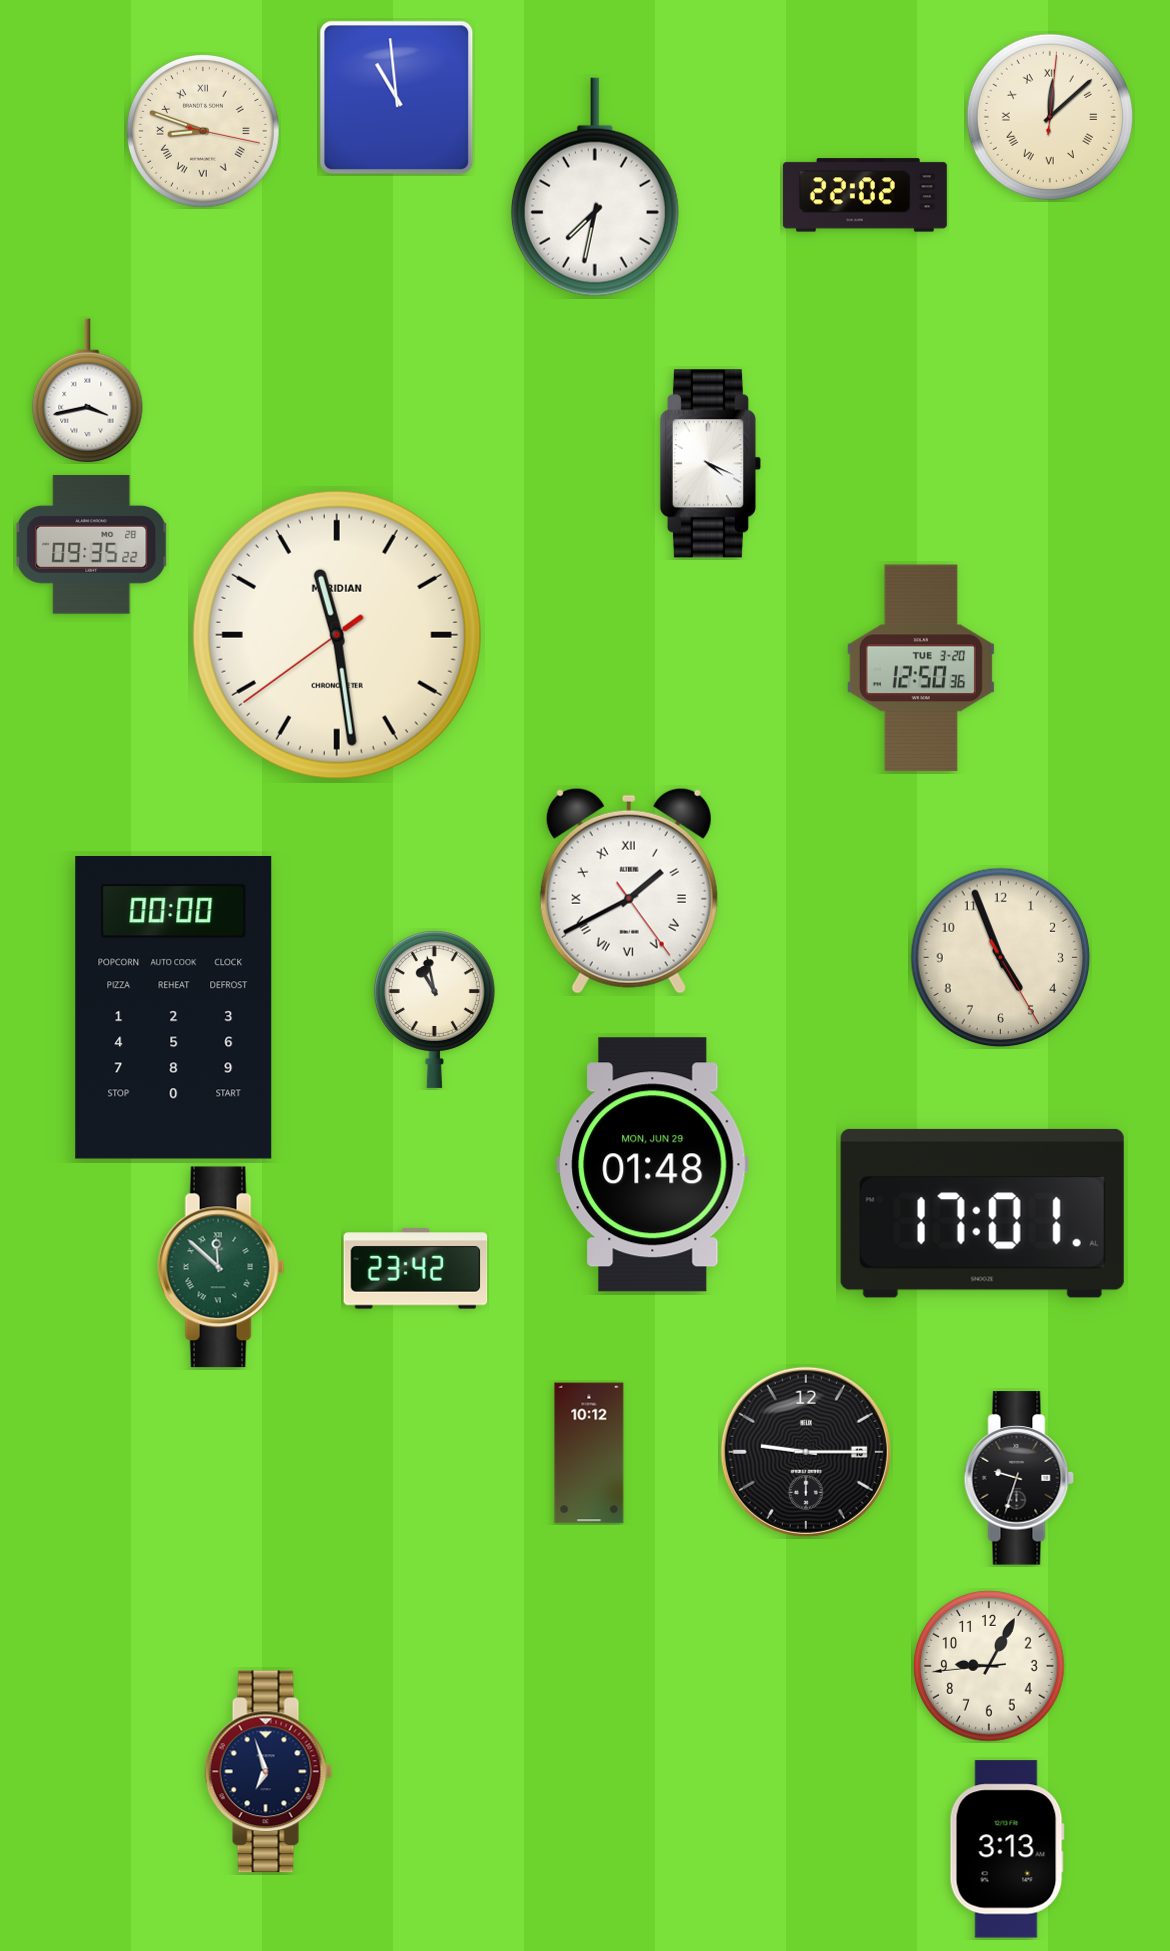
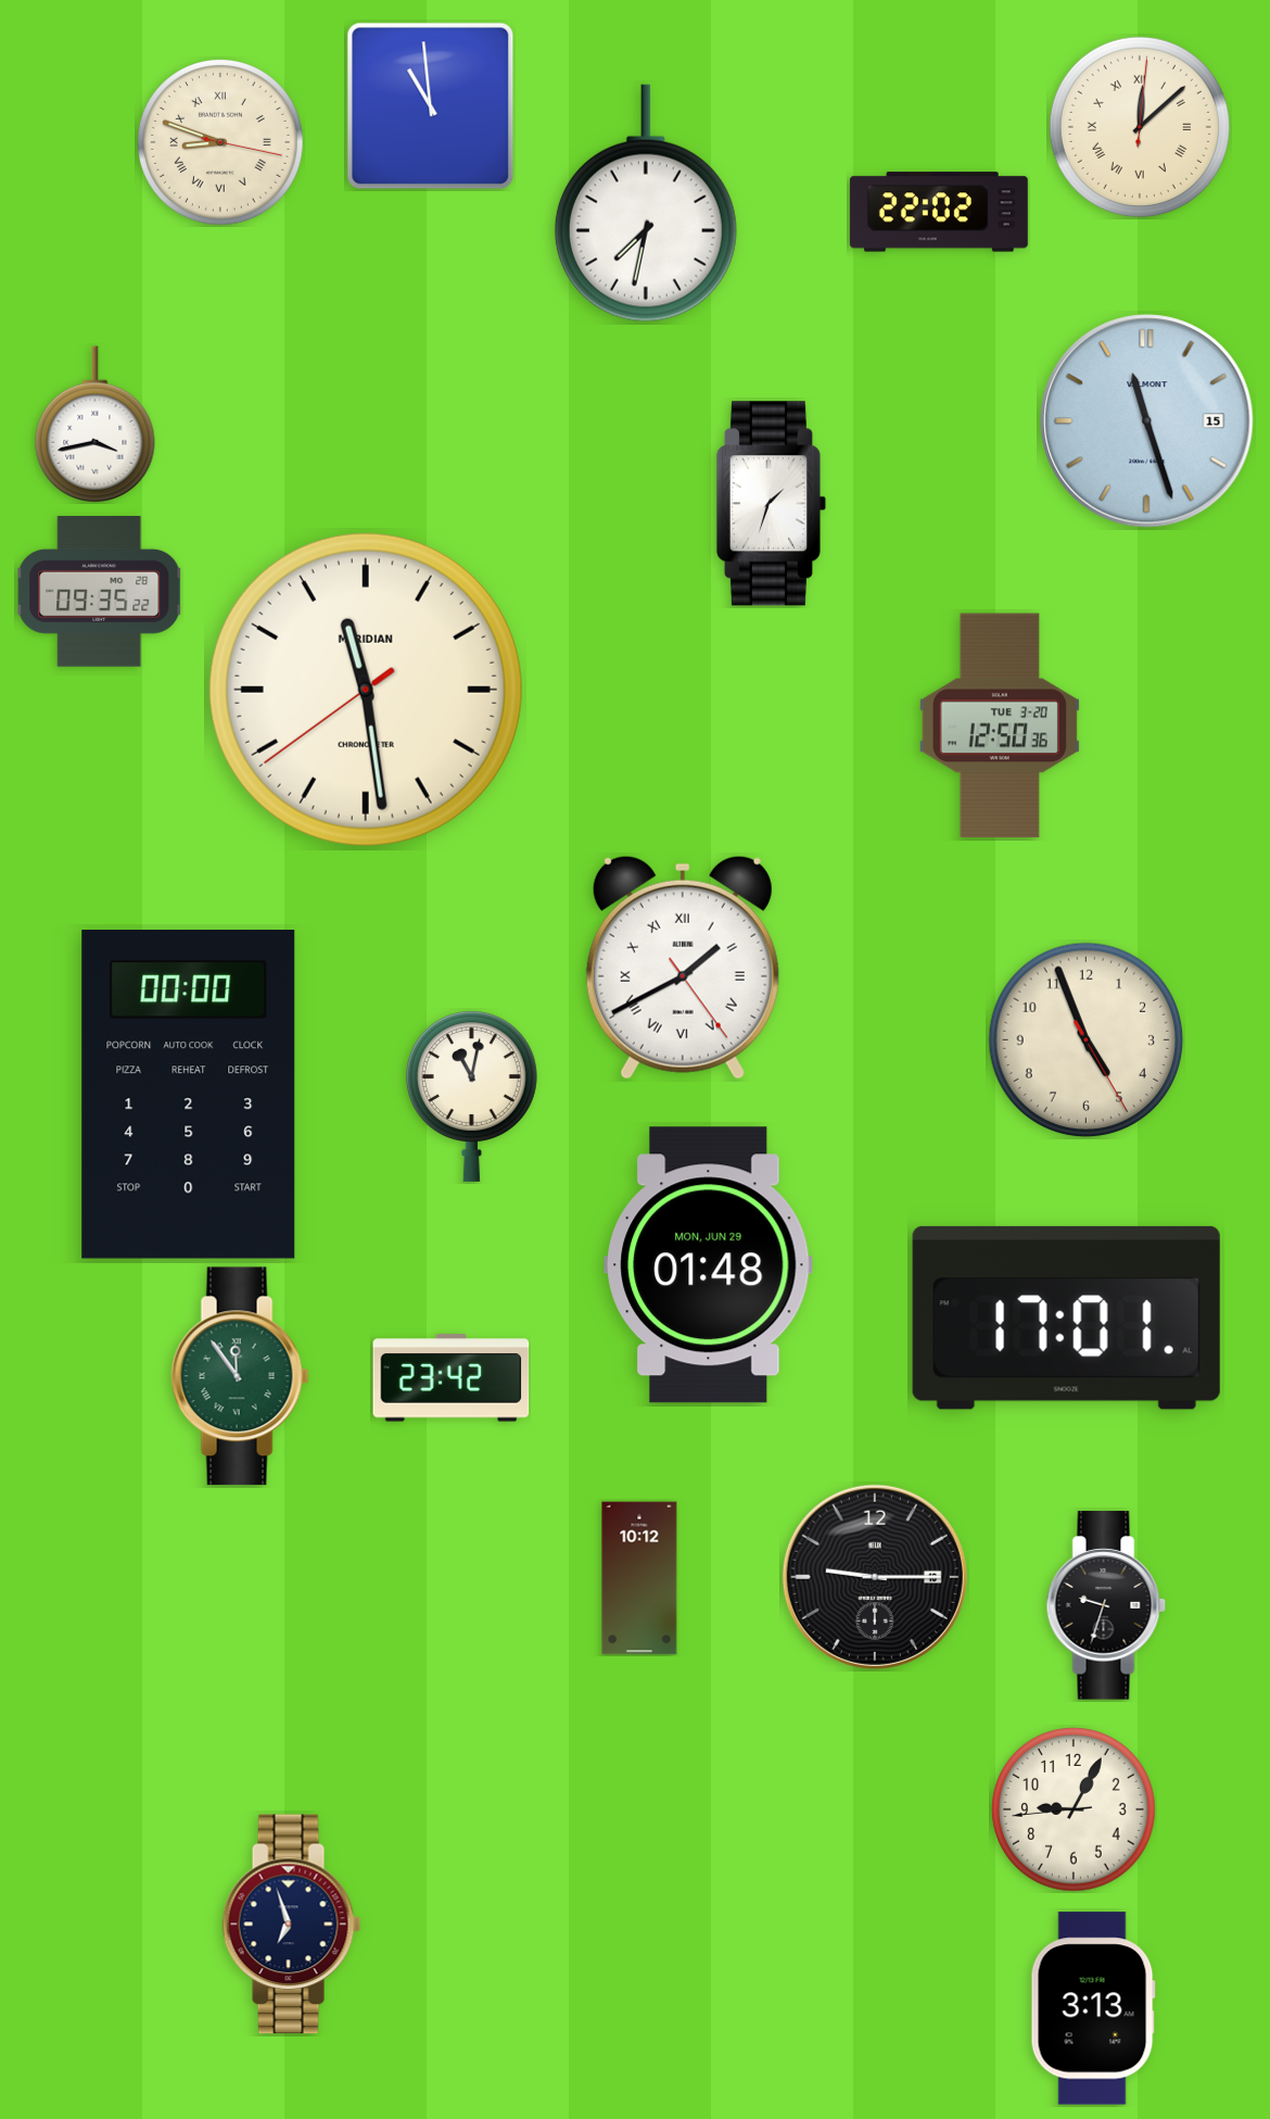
clock at (1147, 421): none -> 11:27
clock at (710, 464): 4:19 -> 1:33
clock at (434, 1009): 10:58 -> 11:02
clock at (221, 1267): 11:52 -> 11:54
